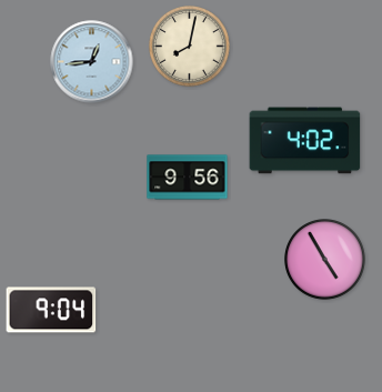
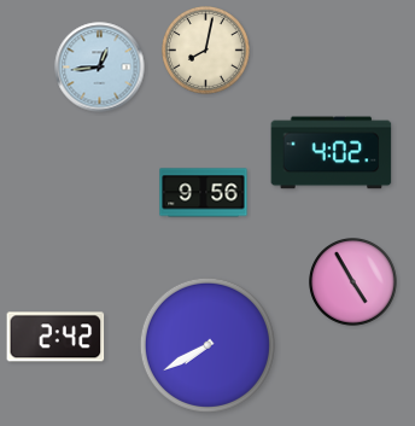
clock at (51, 310): 9:04 -> 2:42
clock at (207, 345): none -> 7:40
